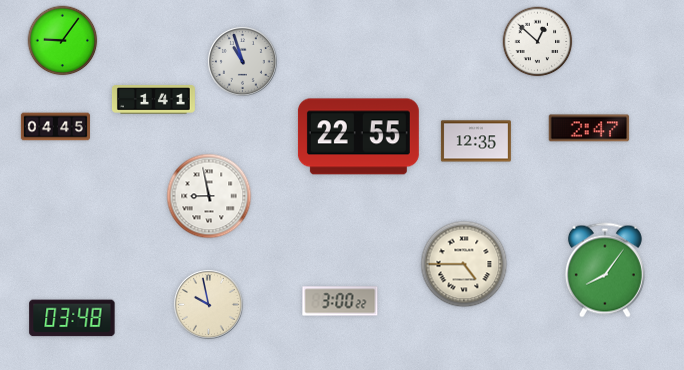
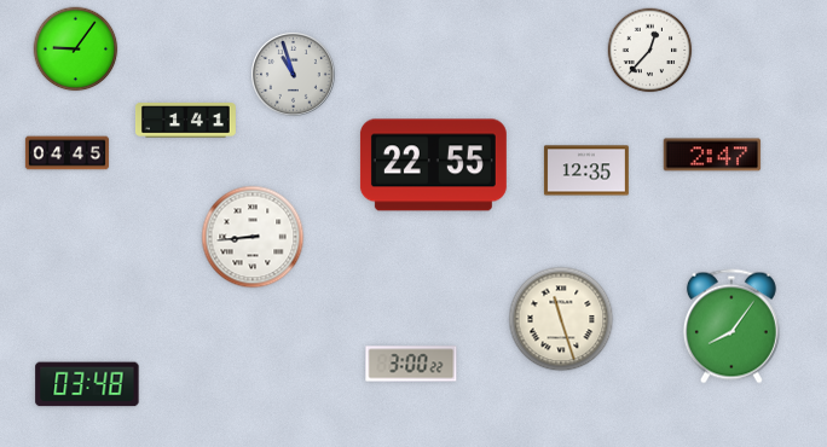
clock at (538, 42): 12:52 -> 12:37
clock at (476, 141) position: (476, 141) -> (586, 170)
clock at (209, 196): 8:58 -> 8:44
clock at (464, 264): 4:45 -> 11:27
clock at (208, 304): 9:58 -> none
